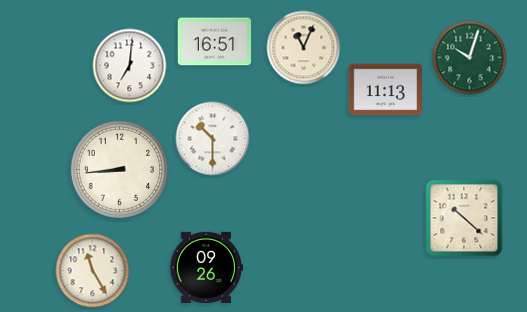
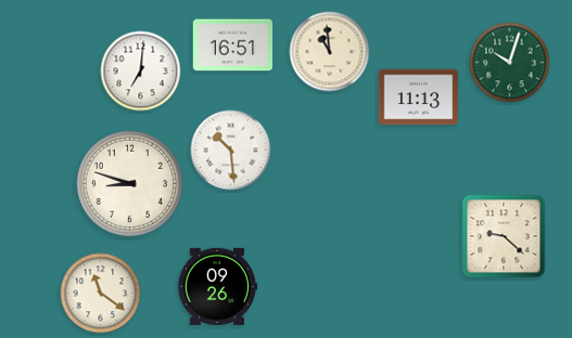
clock at (304, 48): 11:04 -> 10:59
clock at (213, 139): 10:30 -> 10:29
clock at (119, 169): 8:44 -> 8:48
clock at (464, 218): 10:22 -> 9:22
clock at (206, 267) position: (206, 267) -> (217, 286)
clock at (93, 271): 11:25 -> 11:21
